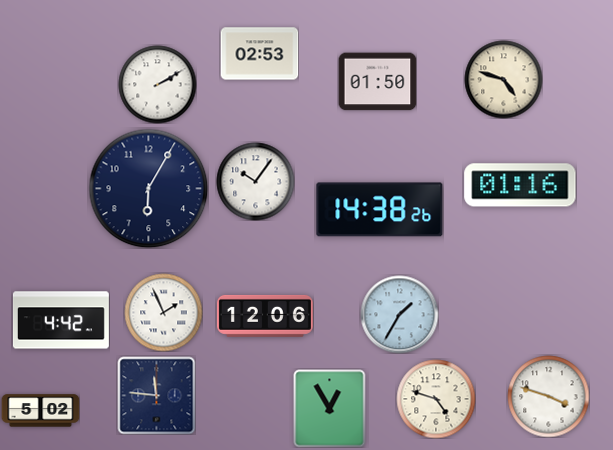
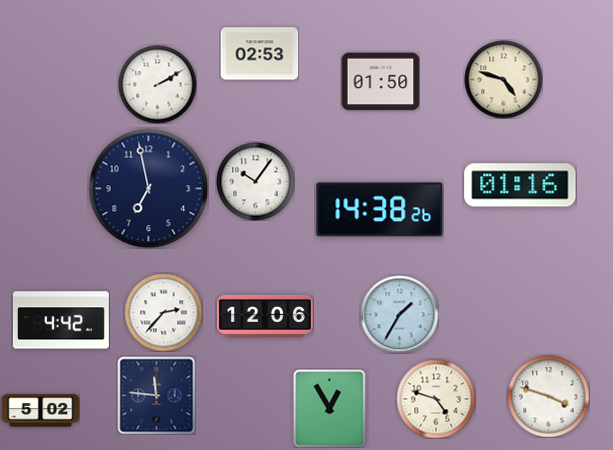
clock at (377, 82) position: (377, 82) -> (380, 82)
clock at (148, 188): 6:05 -> 6:58
clock at (163, 312): 1:56 -> 2:37
